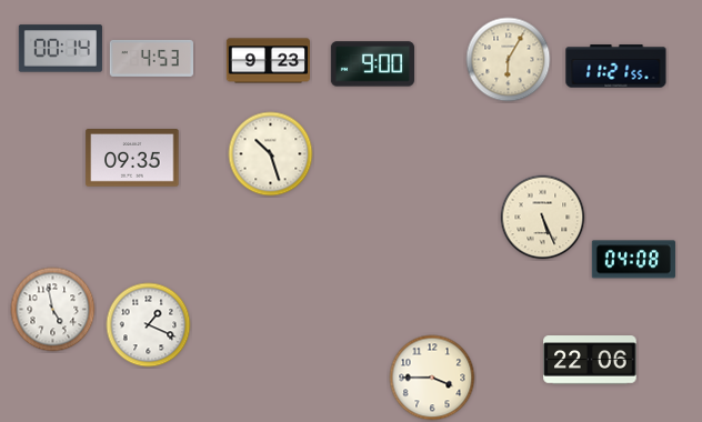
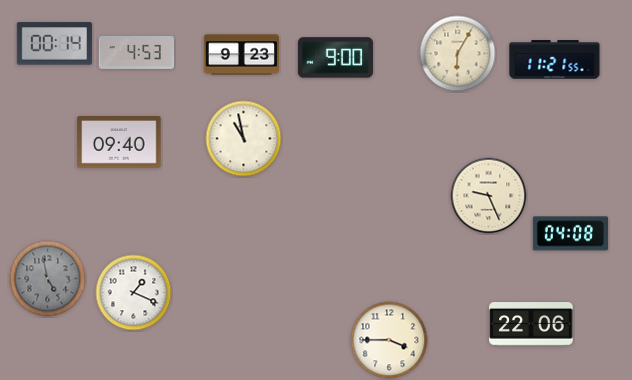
clock at (271, 154): 10:27 -> 10:58
clock at (132, 159): 09:35 -> 09:40
clock at (543, 218): 5:26 -> 9:26
clock at (53, 310) dial: white -> grey
